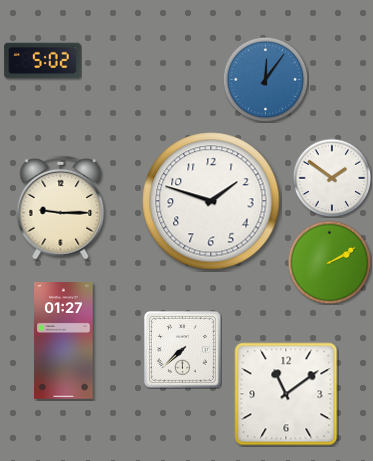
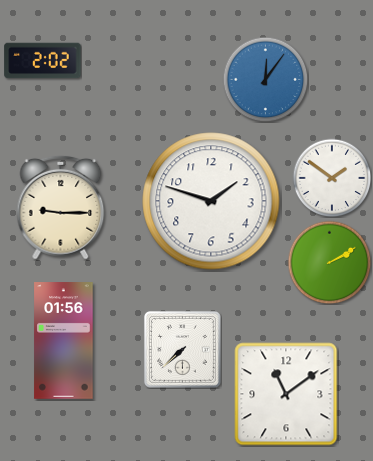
clock at (43, 61): 5:02 -> 2:02
clock at (64, 341): 01:27 -> 01:56
